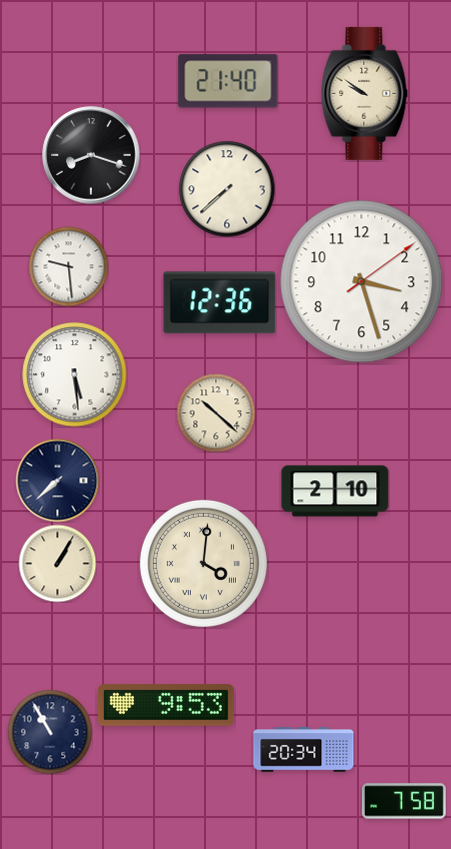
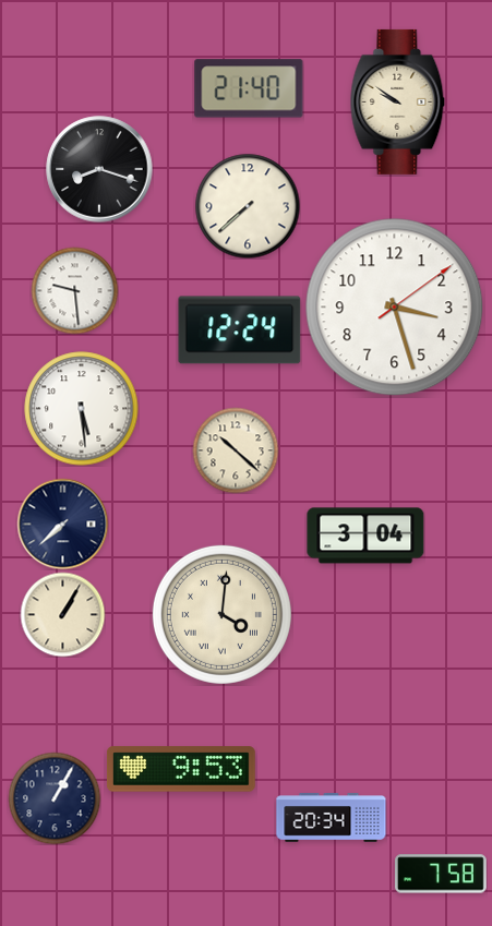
clock at (220, 303): 12:36 -> 12:24
clock at (335, 491): 2:10 -> 3:04
clock at (50, 732): 10:55 -> 1:05
